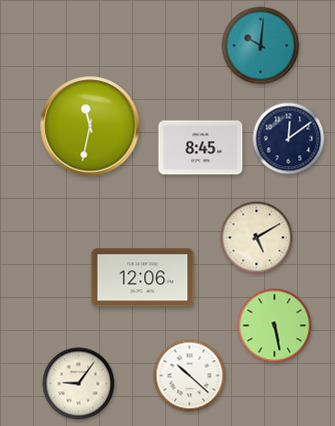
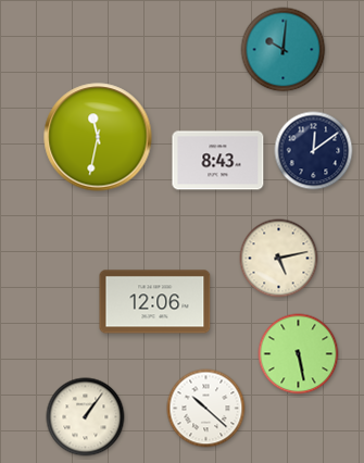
clock at (201, 148): 8:45 -> 8:43
clock at (257, 238): 5:10 -> 5:13
clock at (79, 384): 9:06 -> 1:06
